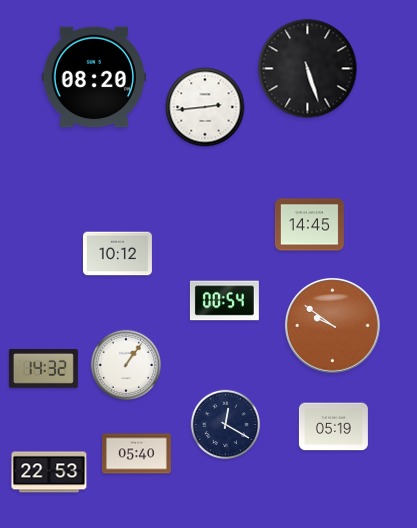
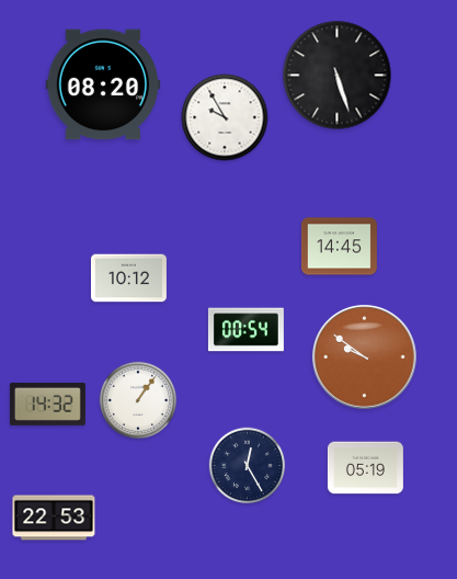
clock at (205, 107): 2:44 -> 9:55
clock at (226, 425): 12:20 -> 12:25
clock at (136, 454): 05:40 -> none
